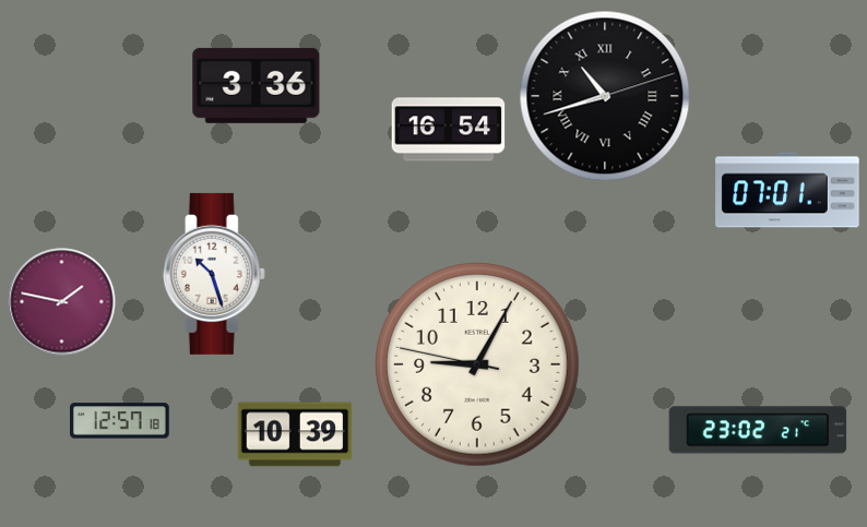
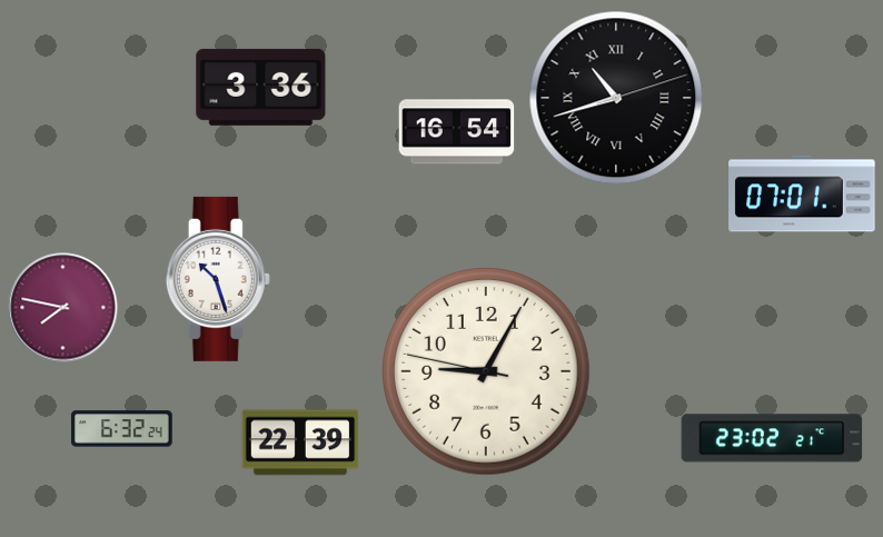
clock at (62, 302): 1:47 -> 7:47
clock at (120, 421): 12:57 -> 6:32
clock at (295, 434): 10:39 -> 22:39
